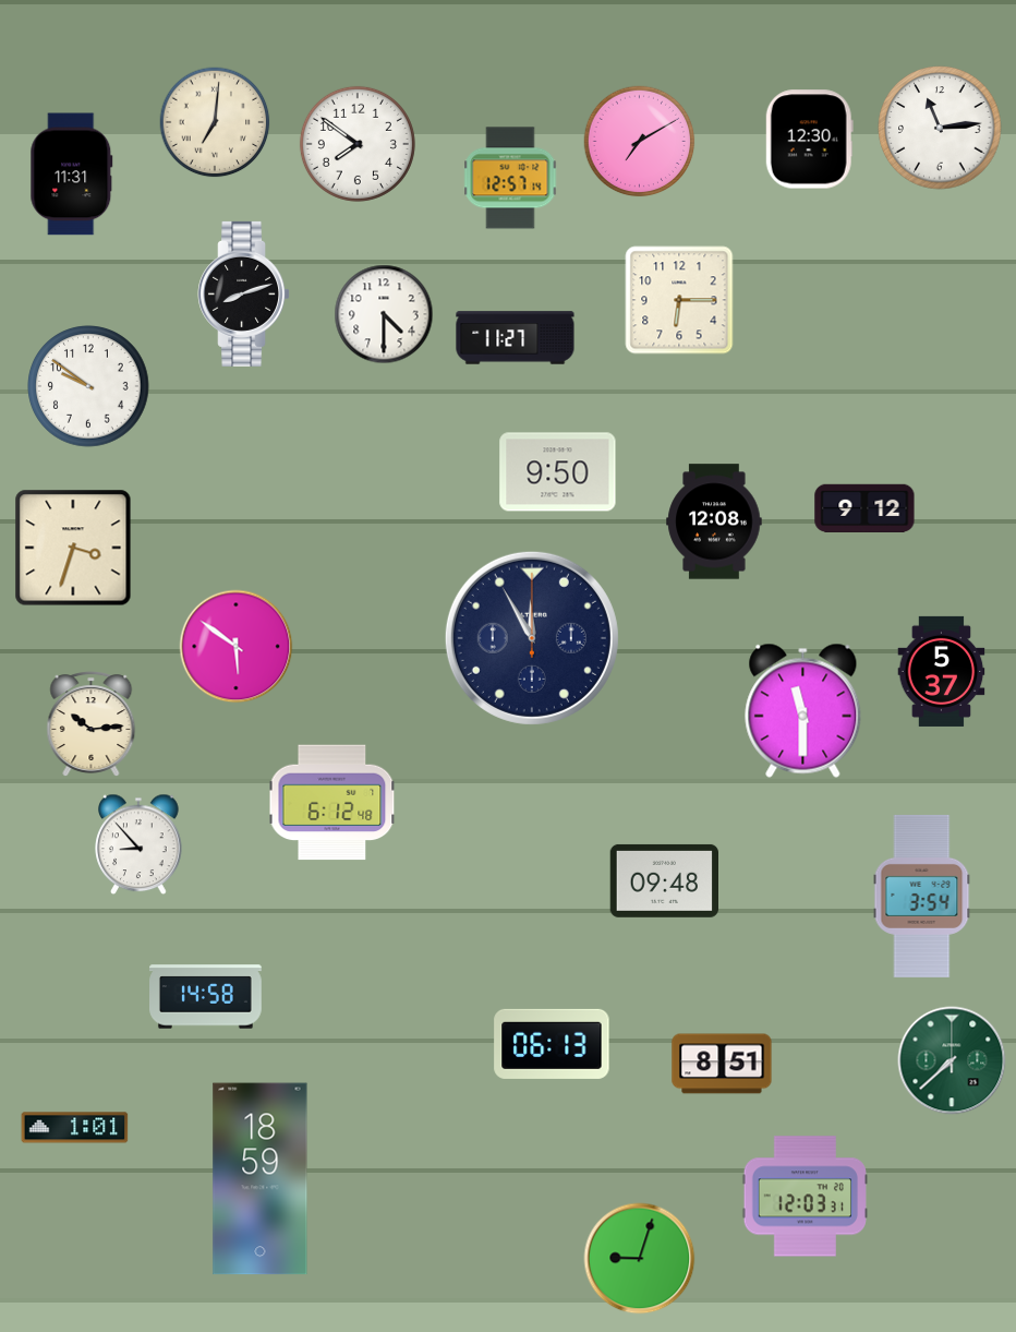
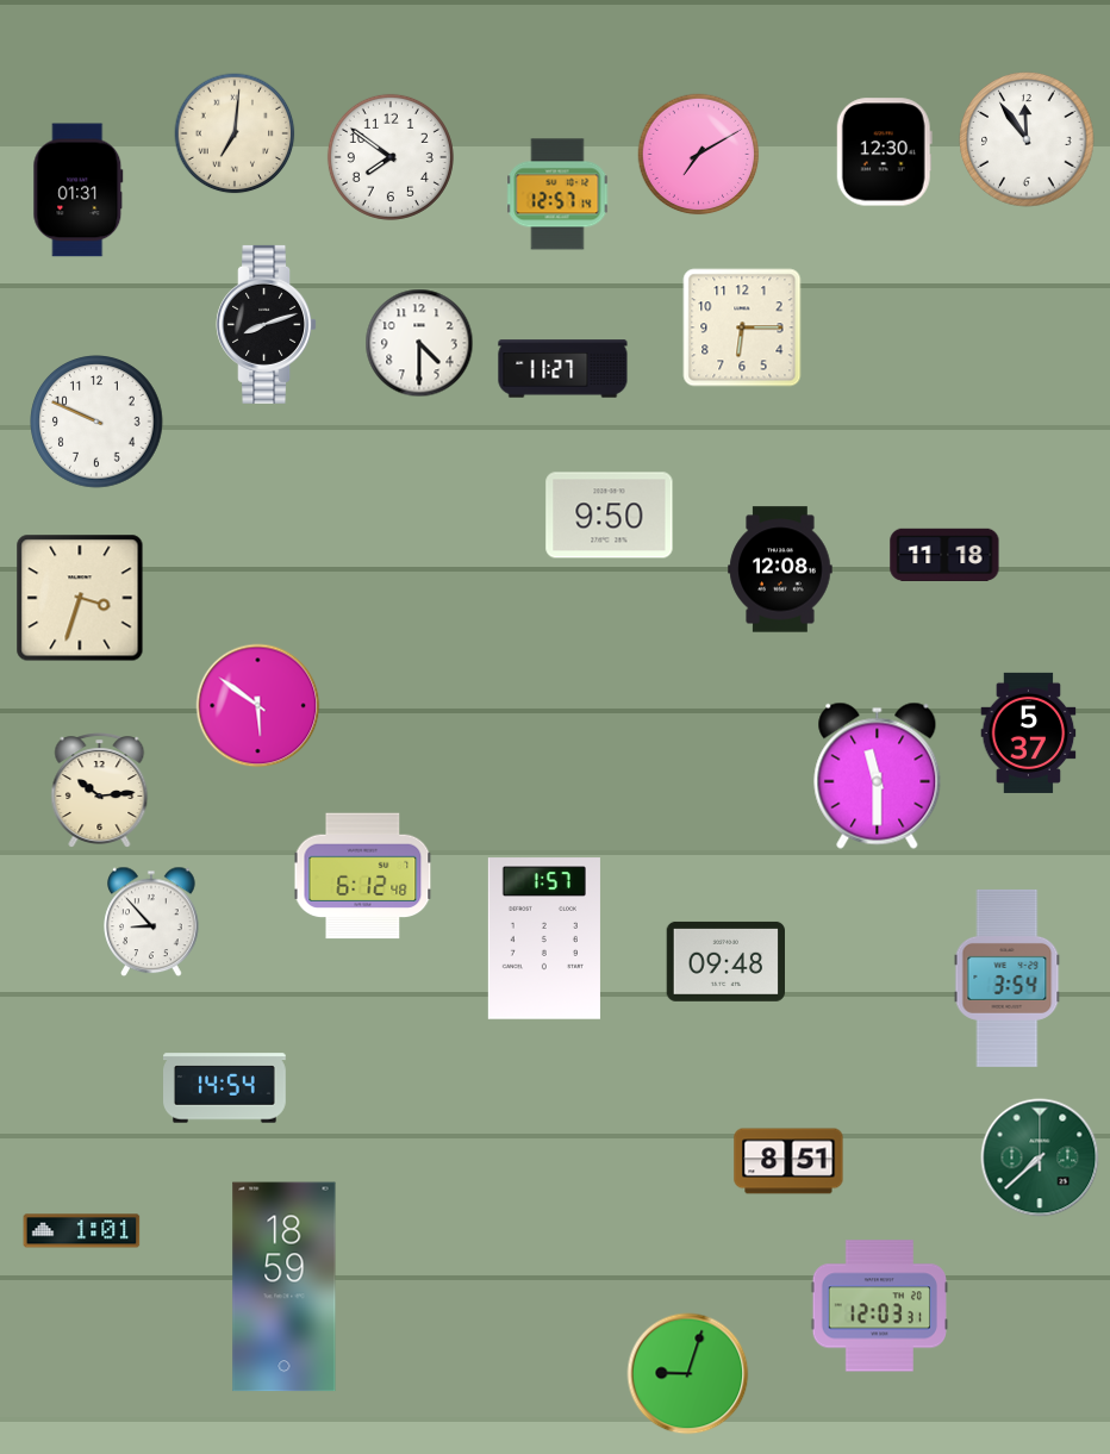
clock at (940, 128): 11:14 -> 11:54
clock at (72, 175): 11:31 -> 01:31
clock at (244, 293) position: (244, 293) -> (267, 324)
clock at (88, 386): 9:51 -> 9:49
clock at (864, 507): 9:12 -> 11:18
clock at (532, 638): 11:55 -> none
clock at (544, 938): none -> 1:57
clock at (206, 997): 14:58 -> 14:54
clock at (552, 1044): 06:13 -> none
clock at (640, 1259) position: (640, 1259) -> (688, 1374)
